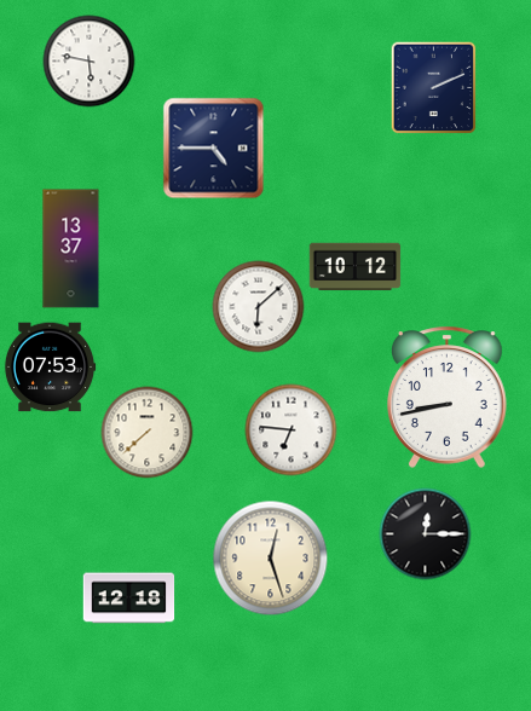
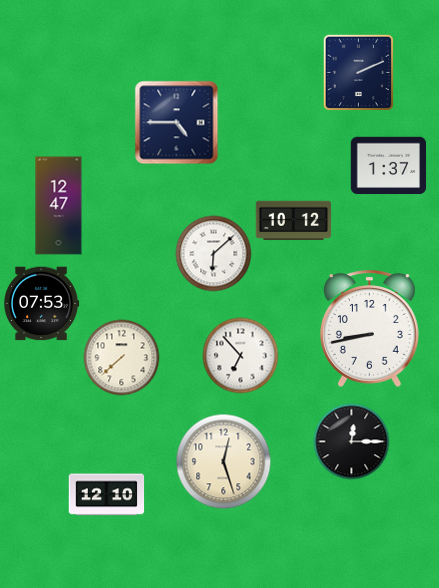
clock at (90, 62): 5:47 -> none
clock at (389, 166): none -> 1:37
clock at (71, 249): 13:37 -> 12:47
clock at (292, 430): 6:46 -> 6:53
clock at (129, 599): 12:18 -> 12:10
